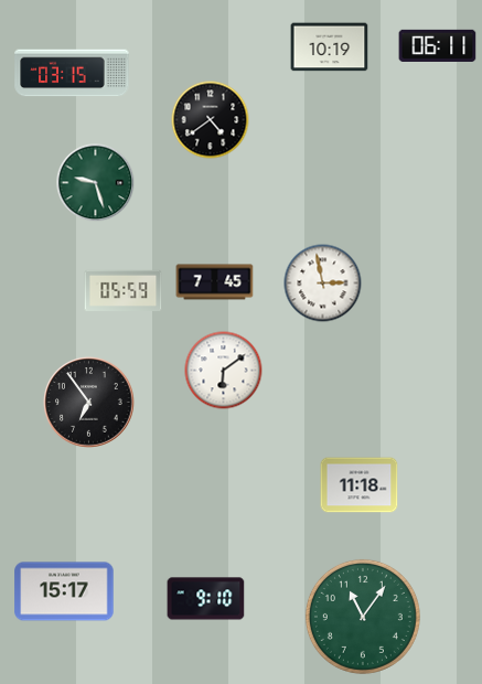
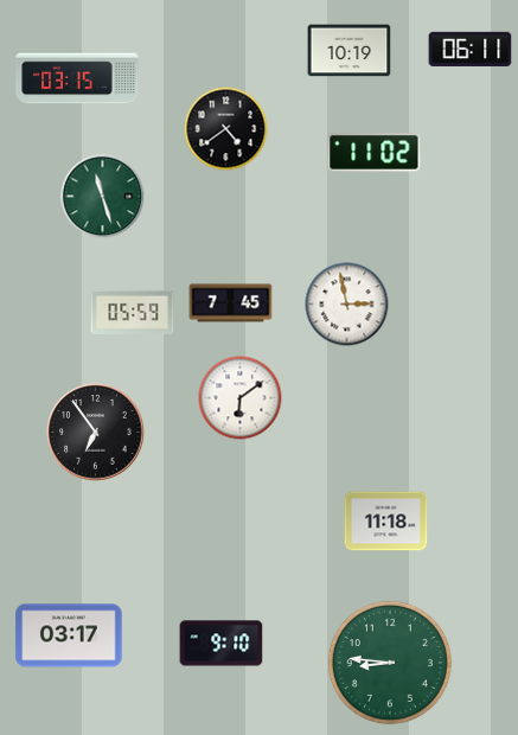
clock at (330, 47) position: (330, 47) -> (350, 51)
clock at (375, 153): none -> 11:02
clock at (96, 183): 9:27 -> 11:27
clock at (64, 591): 15:17 -> 03:17
clock at (363, 617): 11:06 -> 8:46
